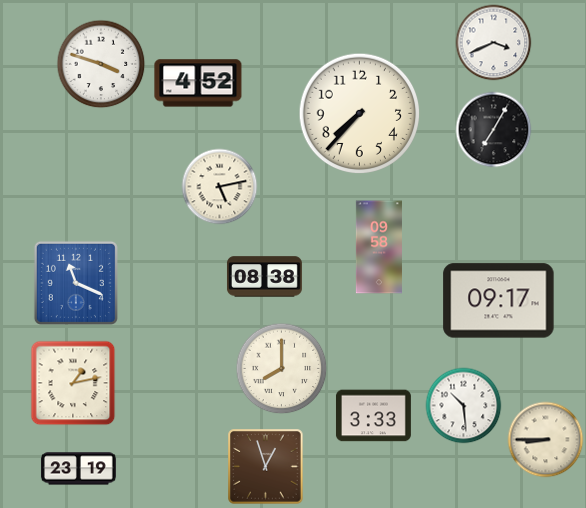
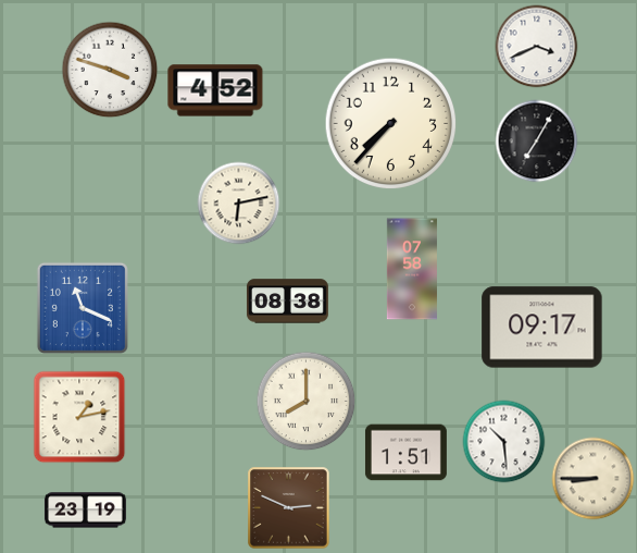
clock at (220, 187): 5:13 -> 6:13
clock at (379, 247): 09:58 -> 07:58
clock at (373, 416): 3:33 -> 1:51
clock at (266, 467): 12:57 -> 2:49
